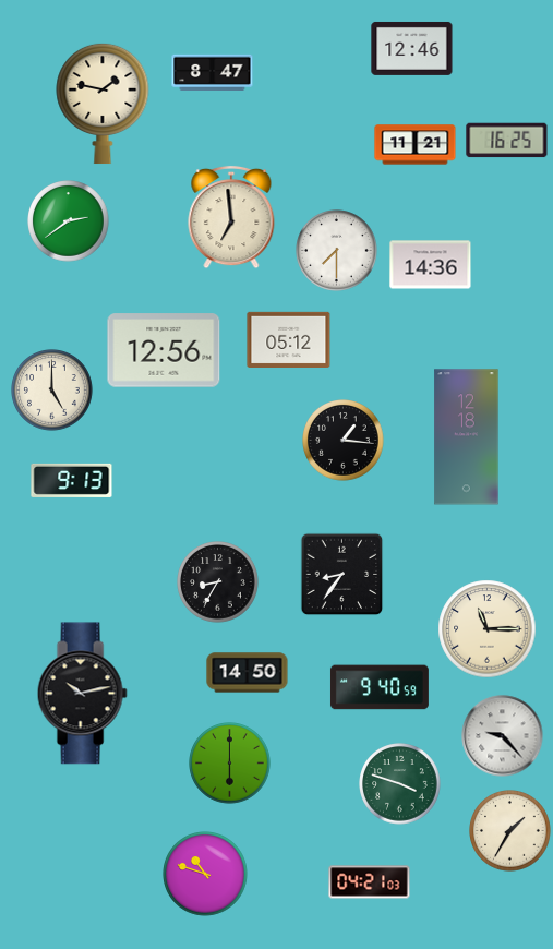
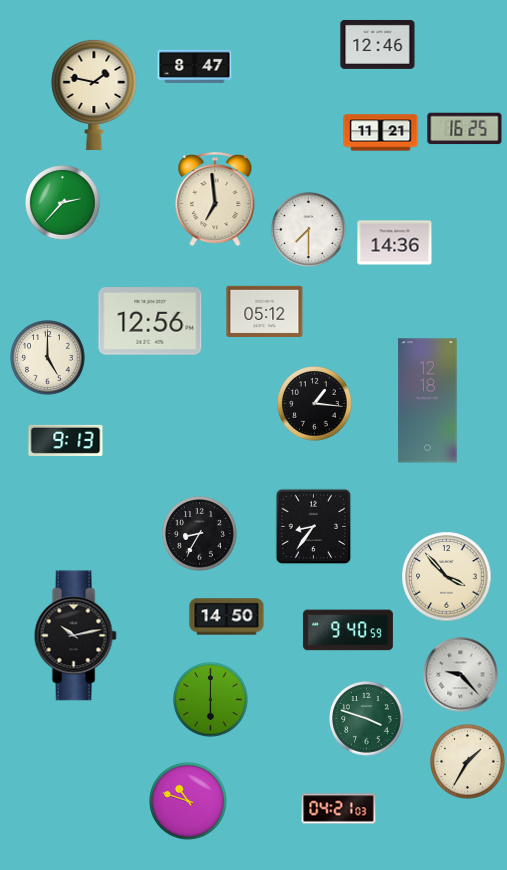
clock at (231, 217) position: (231, 217) -> (215, 199)
clock at (69, 221): 2:39 -> 2:37
clock at (488, 629): 11:15 -> 3:53
